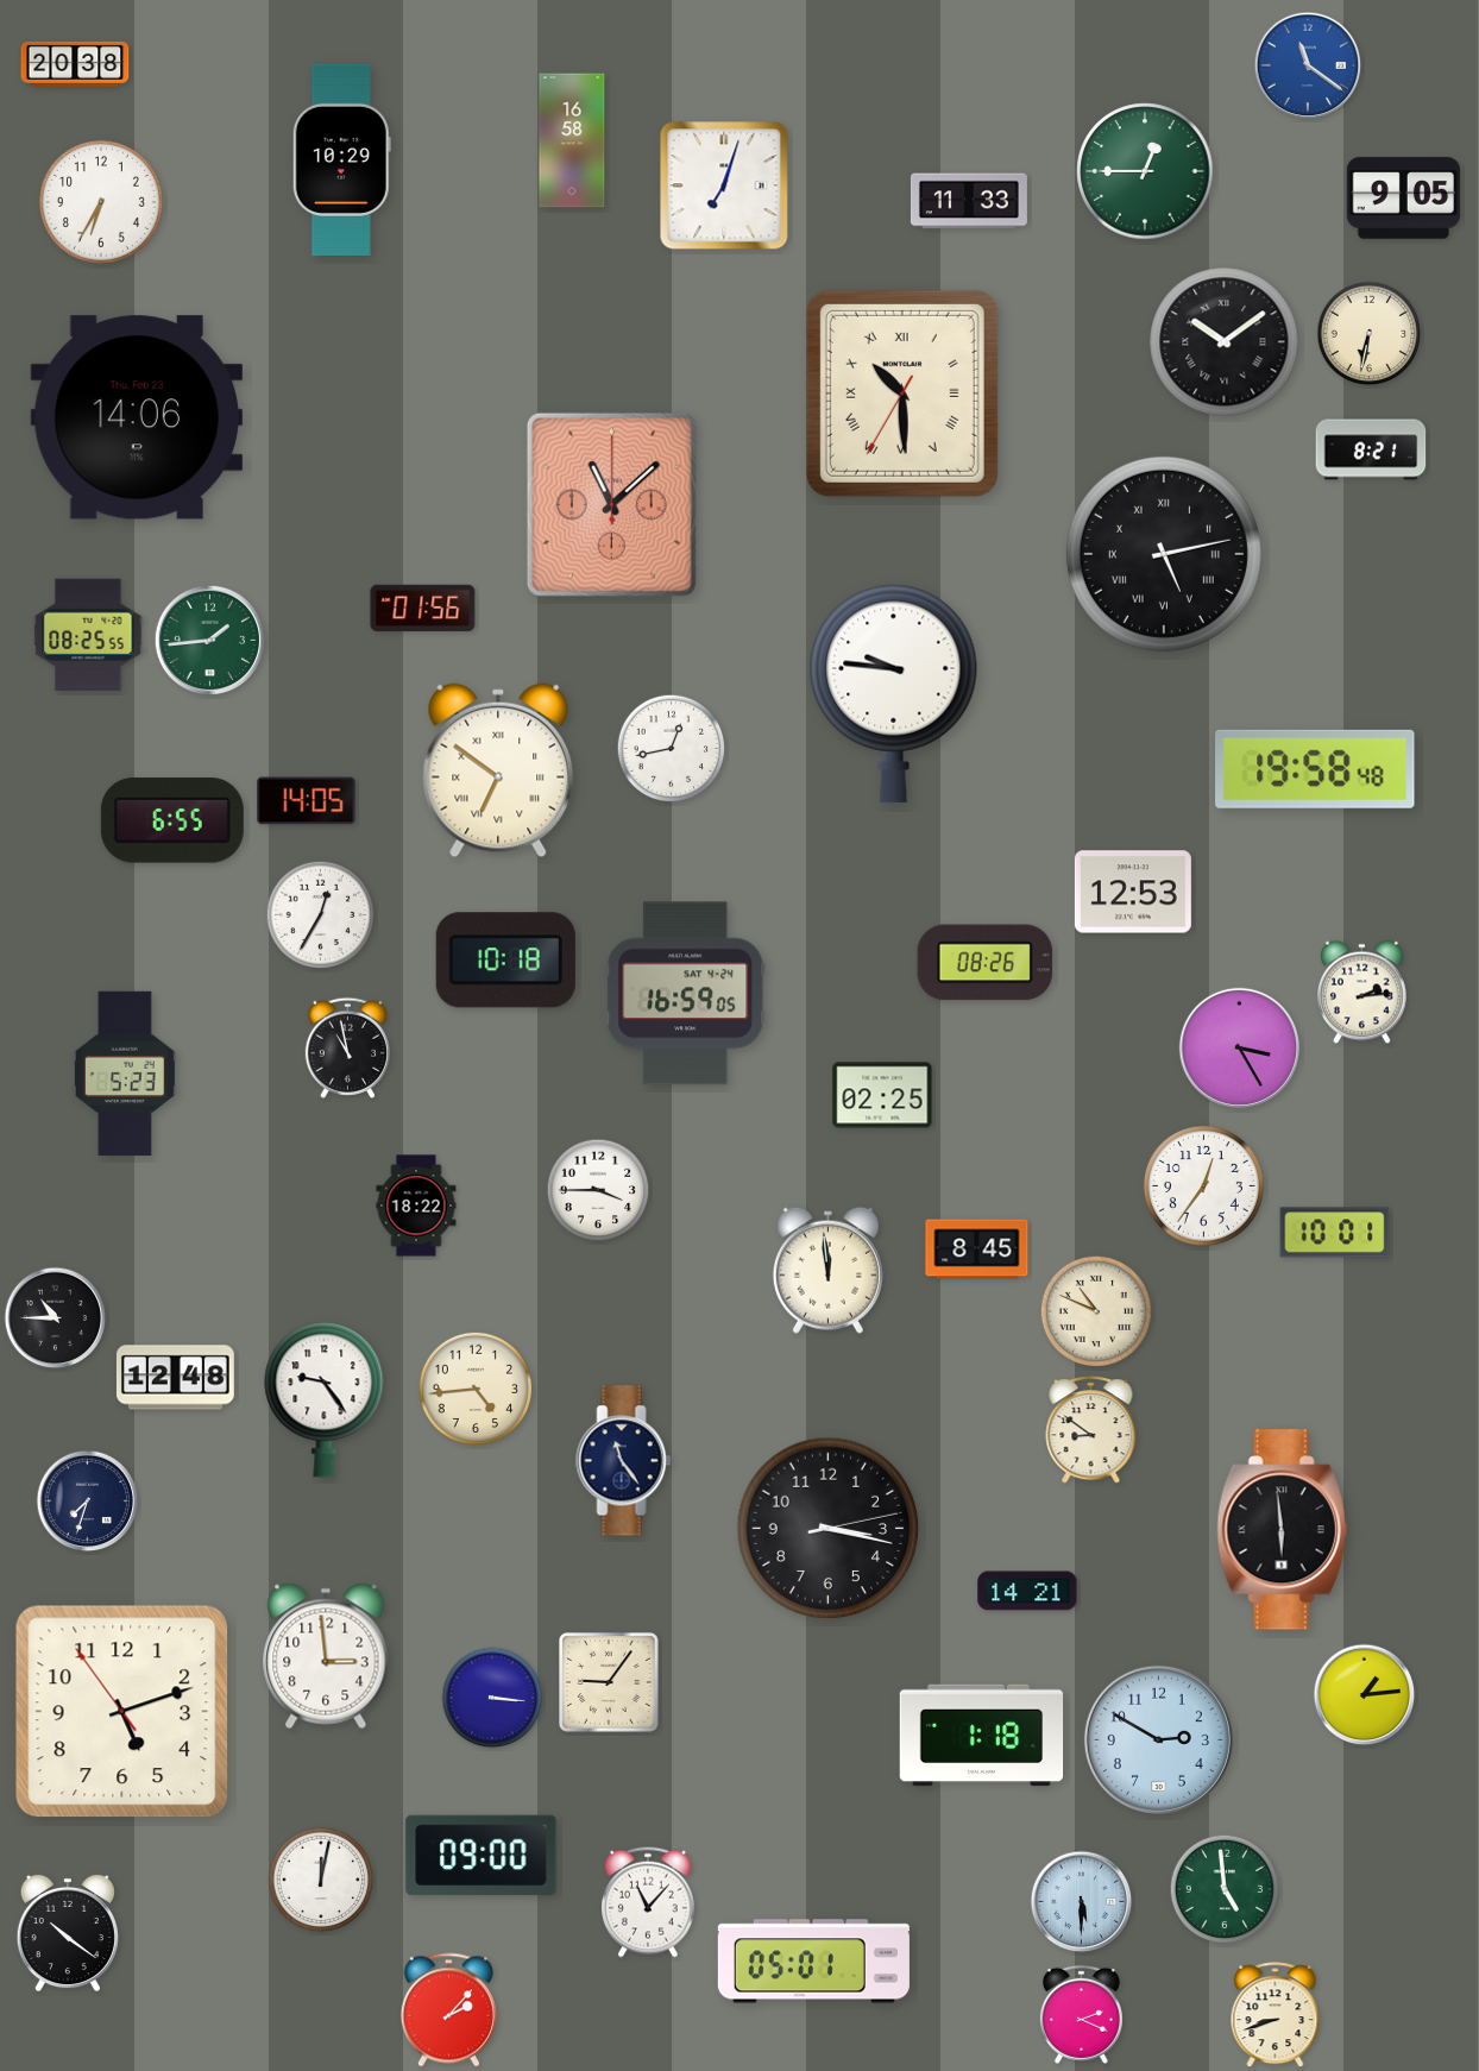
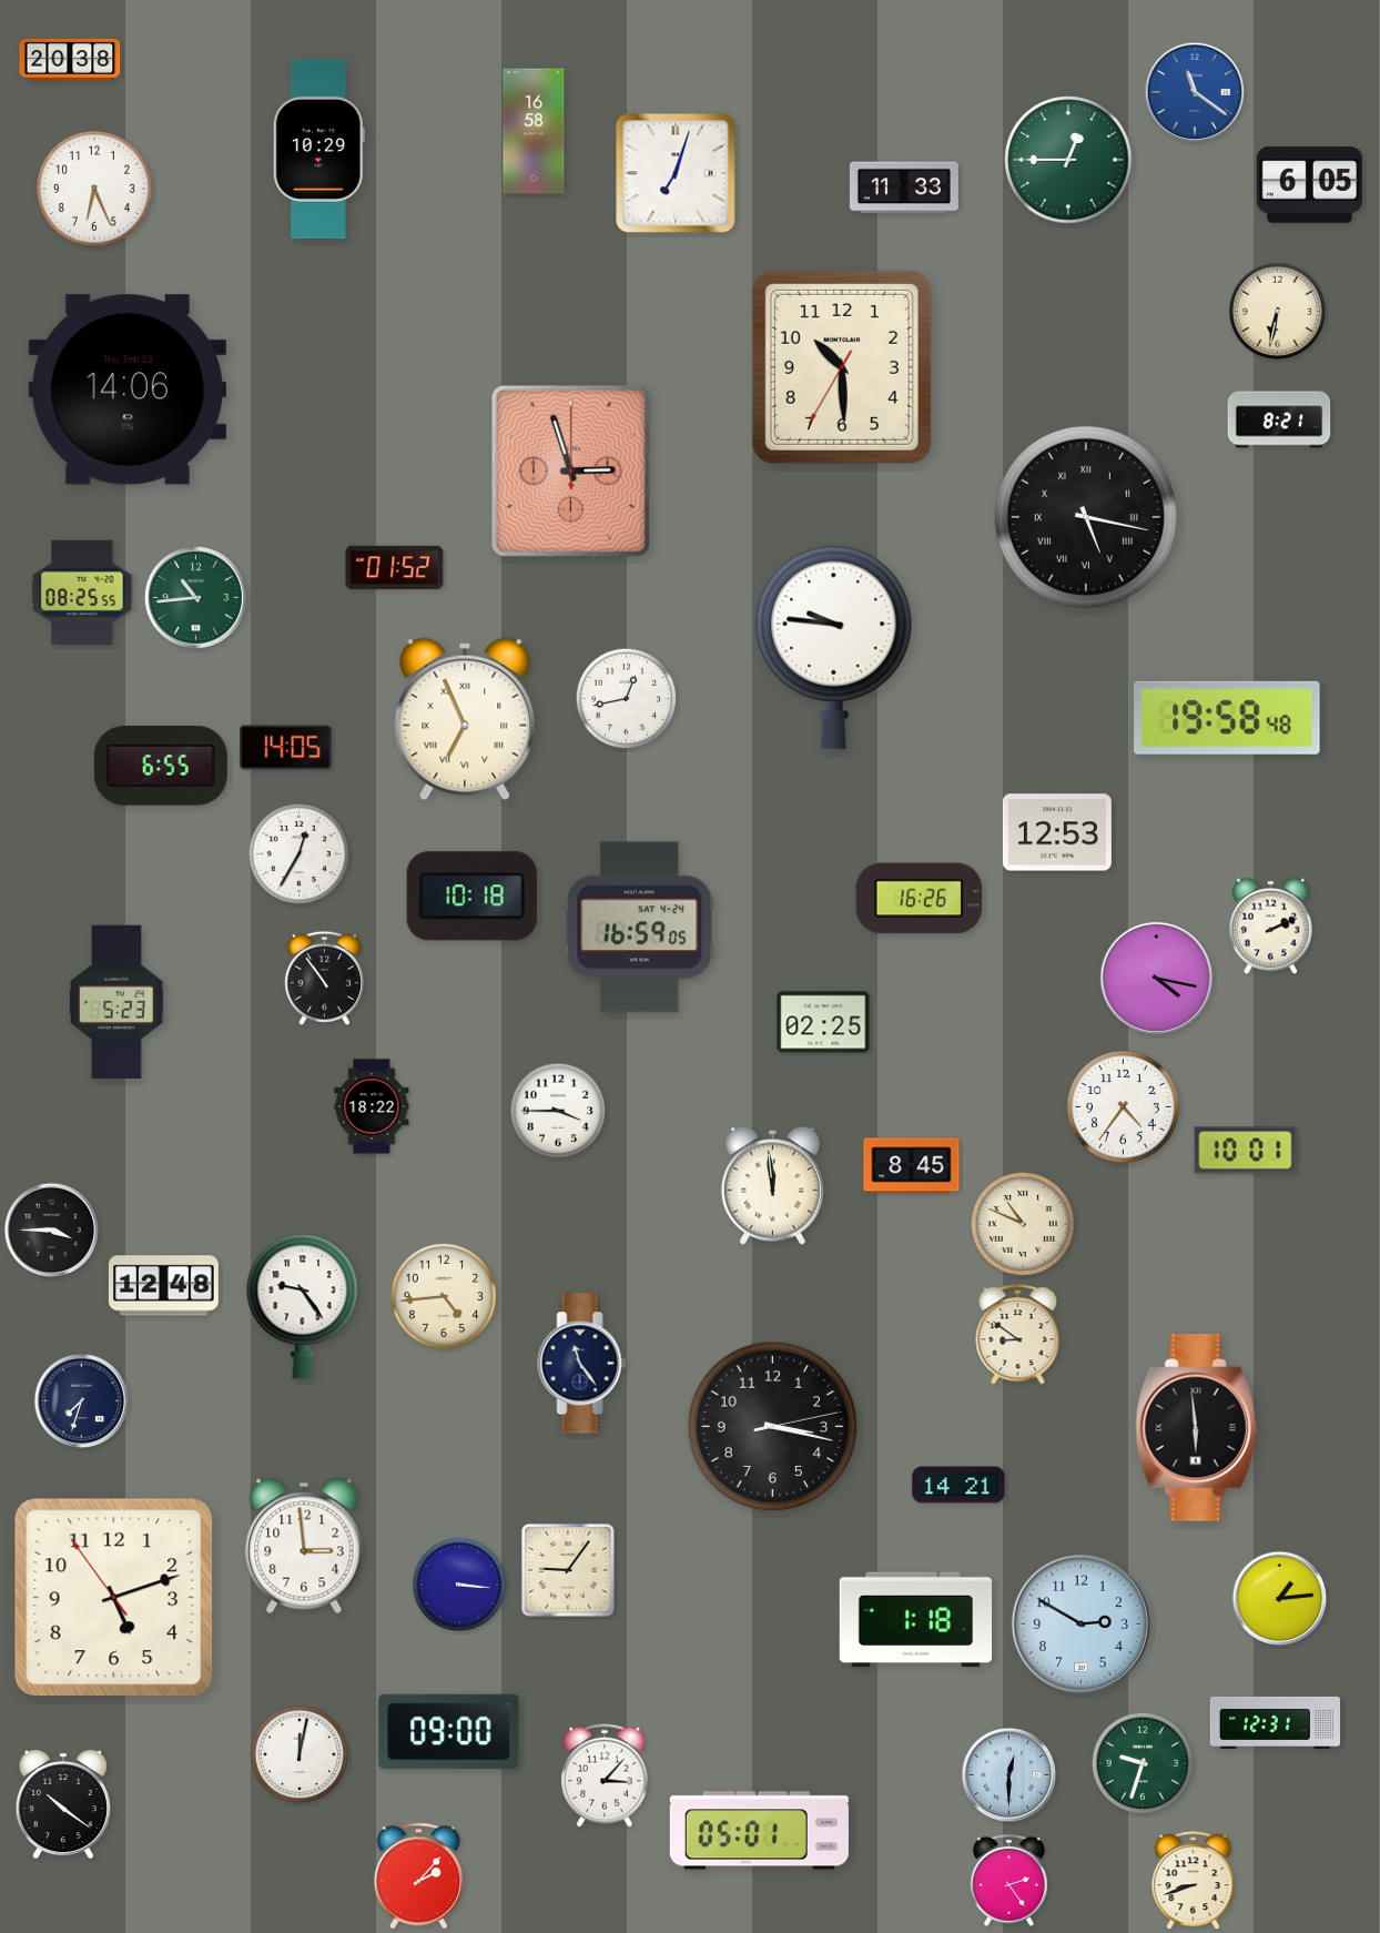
clock at (1308, 65) position: (1308, 65) -> (1195, 92)
clock at (1403, 199): 9:05 -> 6:05
clock at (101, 202): 6:35 -> 6:26
clock at (1225, 342): 10:09 -> none
clock at (902, 394) numerals: Roman -> Arabic
clock at (611, 504): 11:08 -> 2:57
clock at (1164, 554): 5:13 -> 5:17
clock at (423, 608): 01:56 -> 01:52
clock at (210, 641): 1:44 -> 10:44
clock at (498, 770): 6:51 -> 6:56
clock at (986, 963): 08:26 -> 16:26
clock at (1362, 993): 2:14 -> 2:11
clock at (347, 1047): 10:58 -> 10:54
clock at (1239, 1047): 3:25 -> 4:17
clock at (1203, 1185): 12:36 -> 4:36
clock at (416, 1206) position: (416, 1206) -> (372, 1106)
clock at (56, 1318): 10:45 -> 3:45
clock at (1365, 1695) position: (1365, 1695) -> (1280, 1599)
clock at (1275, 1722): none -> 12:31
clock at (1225, 1889): 4:59 -> 9:33
clock at (648, 1902): 11:07 -> 3:07
clock at (1082, 1902): 5:30 -> 12:30
clock at (1081, 2014): 2:19 -> 2:24
clock at (1276, 2015) position: (1276, 2015) -> (1194, 1881)
